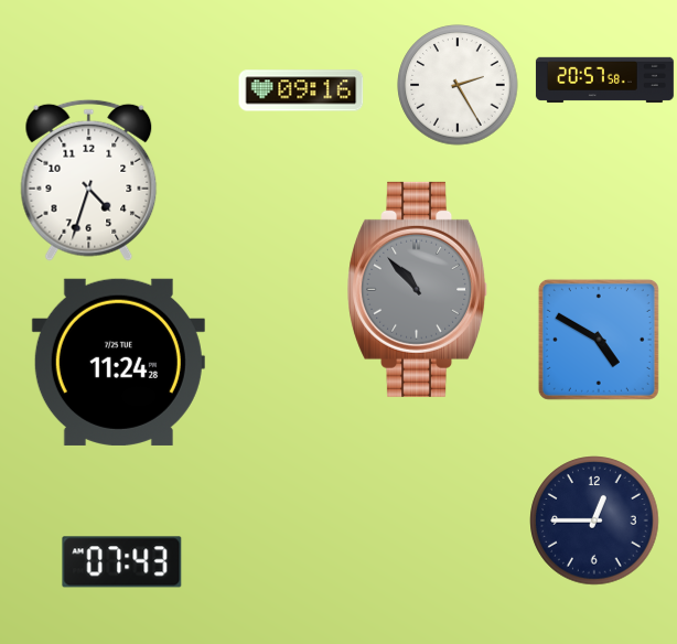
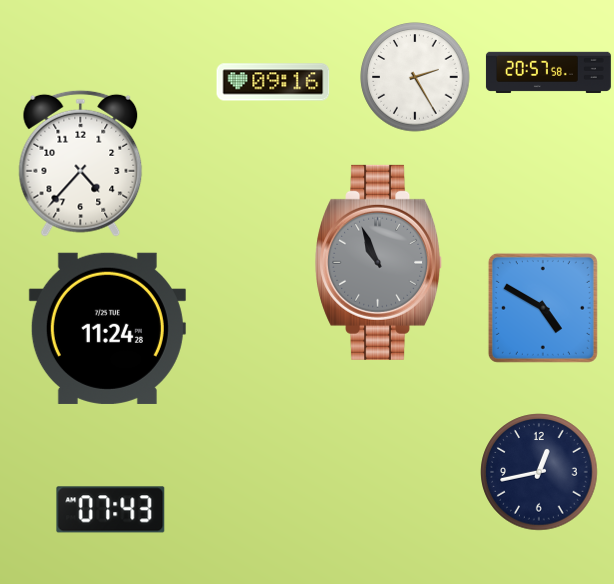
clock at (89, 180): 4:33 -> 4:37
clock at (418, 289): 10:53 -> 10:56
clock at (594, 520): 12:45 -> 12:43
